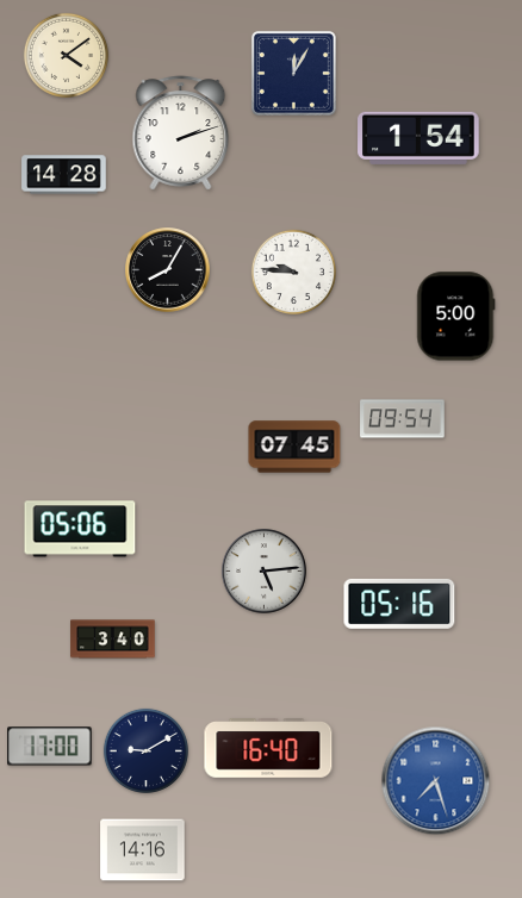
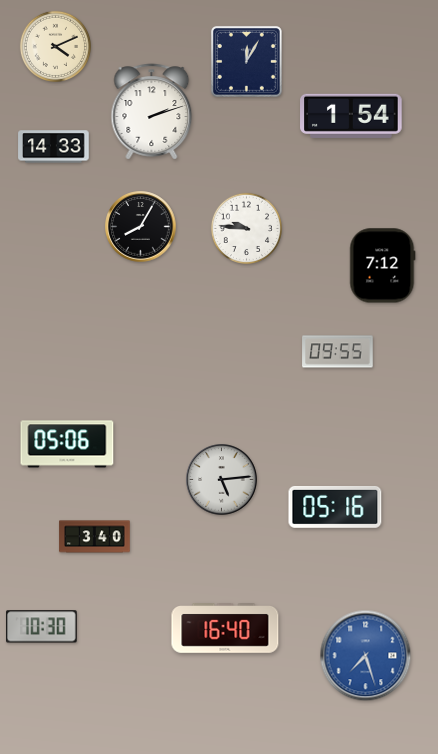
clock at (66, 55): 4:09 -> 4:11
clock at (64, 175): 14:28 -> 14:33
clock at (456, 317): 5:00 -> 7:12
clock at (403, 419): 09:54 -> 09:55
clock at (294, 447): 07:45 -> none
clock at (50, 747): 17:00 -> 10:30
clock at (145, 750): 9:10 -> none
clock at (143, 850): 14:16 -> none
